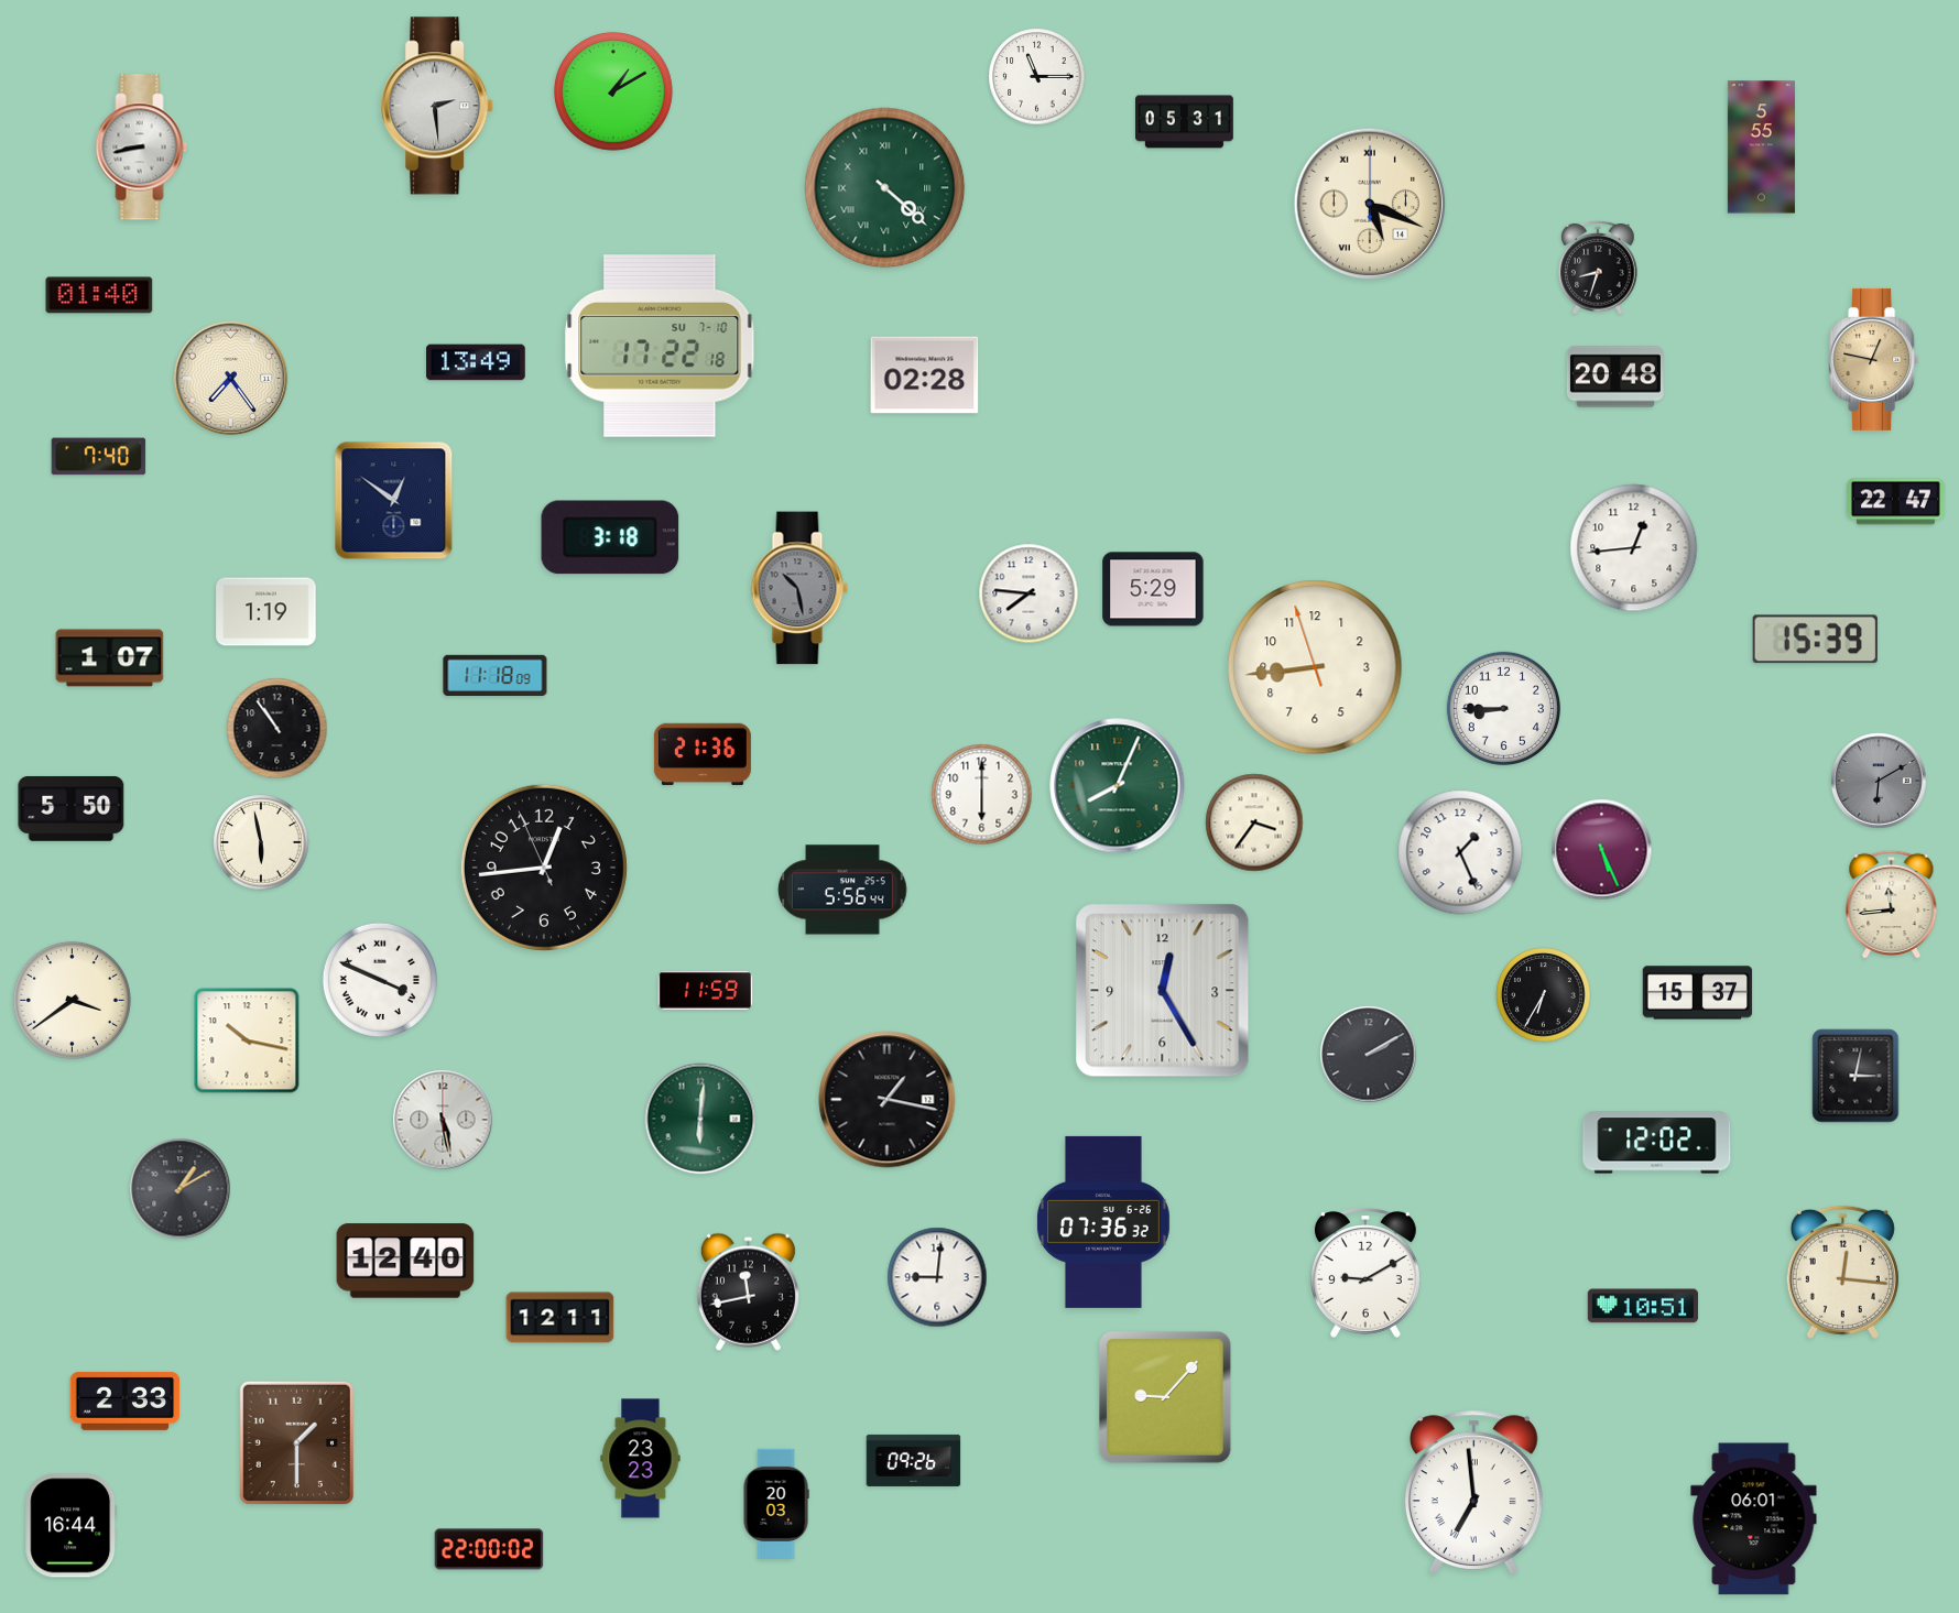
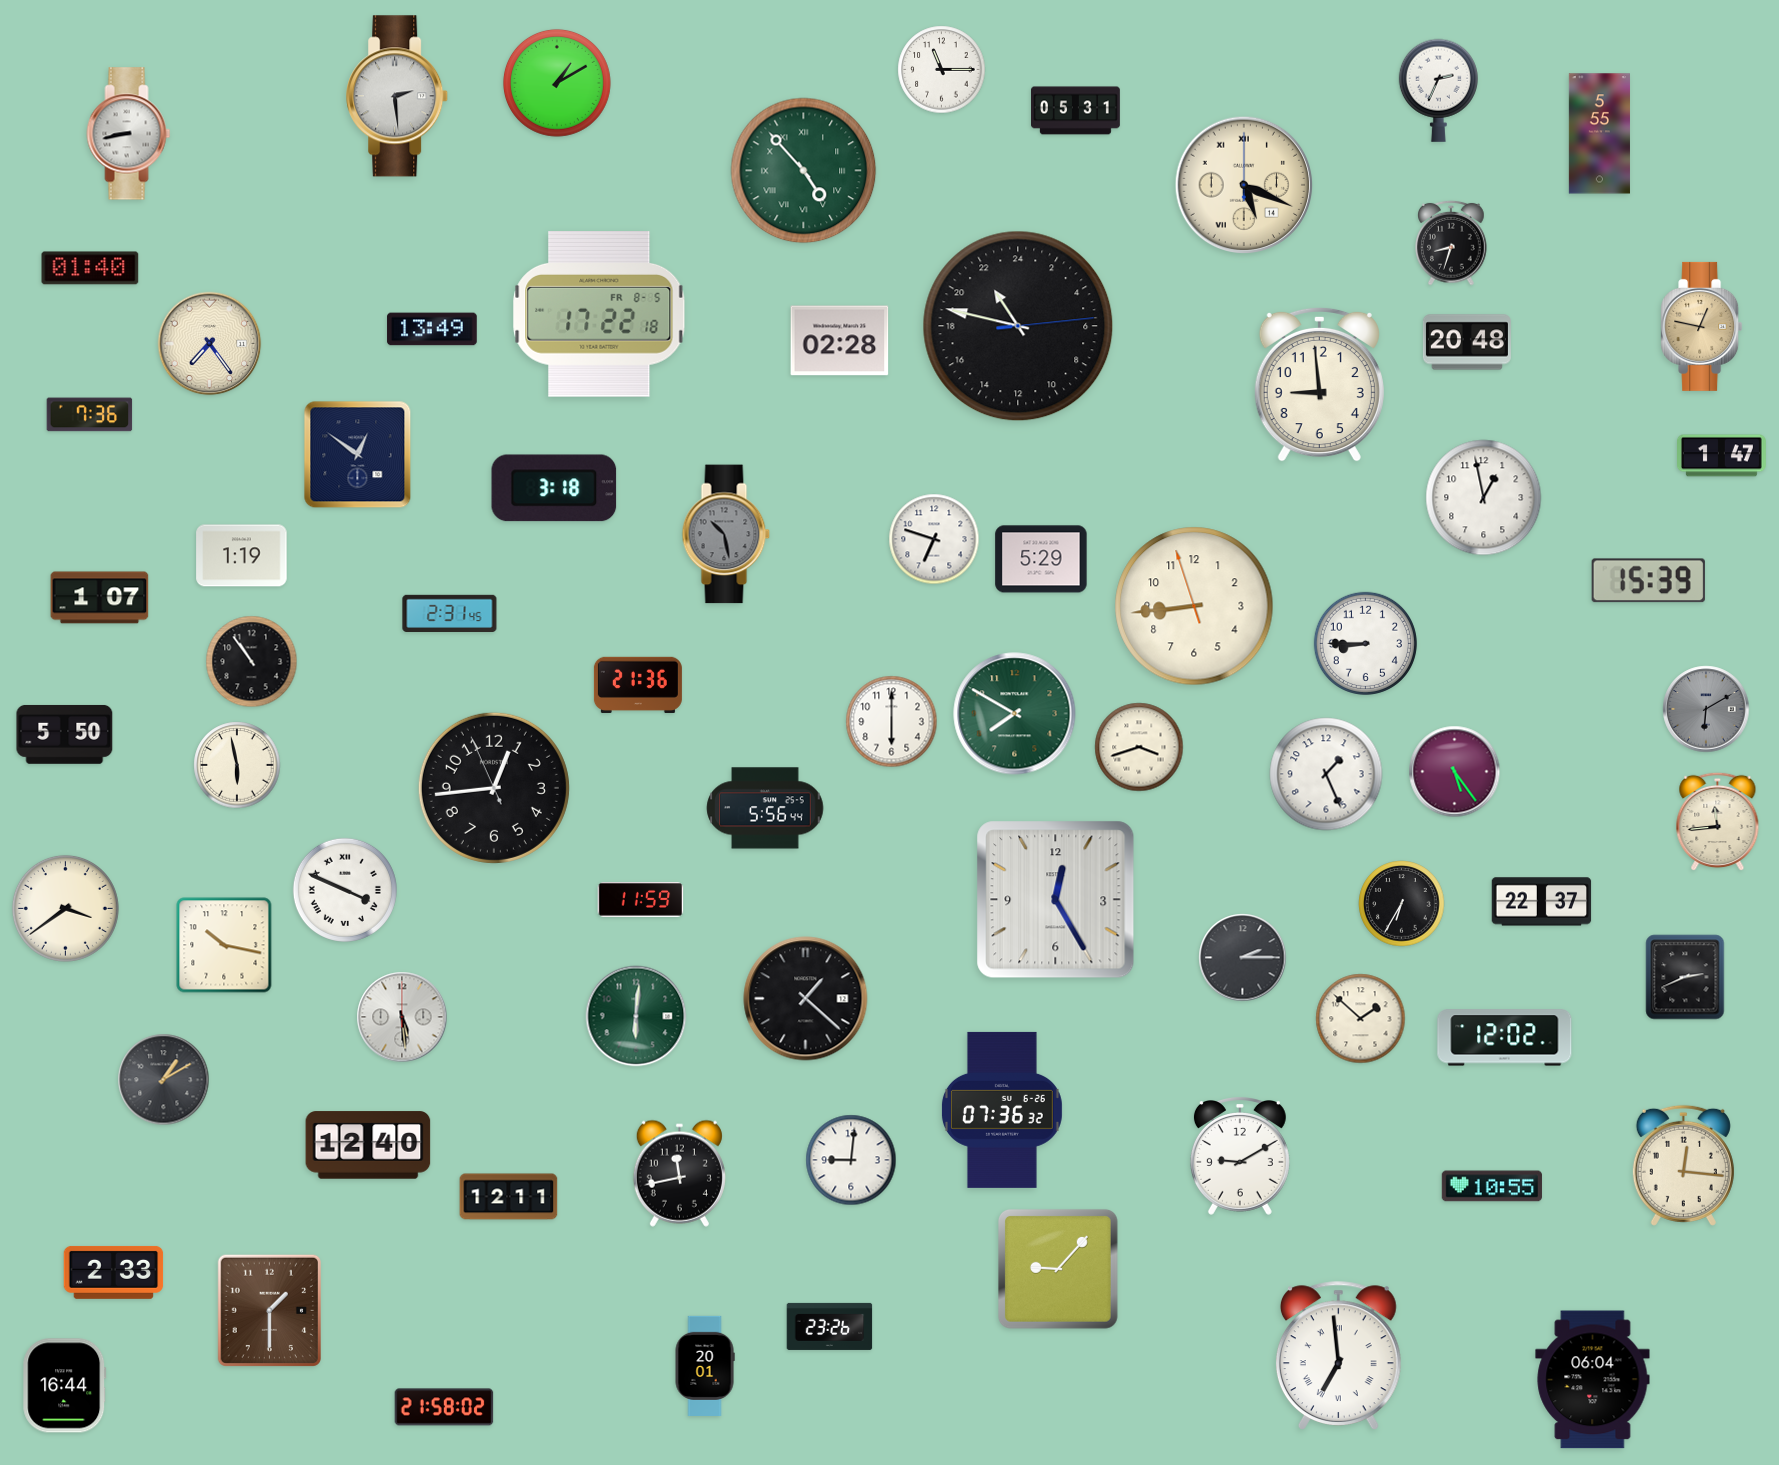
clock at (1438, 90): none -> 2:34
clock at (885, 188): 4:22 -> 4:53
clock at (660, 347) date: SU 7-10 -> FR 8-5
clock at (1018, 326): none -> 21:47
clock at (1319, 384): none -> 8:59
clock at (99, 457): 7:40 -> 7:36
clock at (1896, 502): 22:47 -> 1:47
clock at (1634, 548): 12:44 -> 12:58
clock at (1153, 589) position: (1153, 589) -> (1041, 559)
clock at (1029, 593): 7:46 -> 6:48
clock at (496, 675): 11:18 -> 2:31
clock at (1118, 786): 8:04 -> 7:50
clock at (1254, 822): 3:36 -> 3:42
clock at (1602, 850): 5:26 -> 5:24
clock at (1698, 993): 15:37 -> 22:37
clock at (1369, 1055): 2:10 -> 2:15
clock at (1855, 1076): 3:02 -> 2:41
clock at (888, 1100): 1:17 -> 1:22
clock at (443, 1120): 5:28 -> 5:29
clock at (1361, 1019): none -> 1:52
clock at (1842, 1272) position: (1842, 1272) -> (1683, 1165)
clock at (1643, 1306): 10:51 -> 10:55
clock at (641, 1459): 23:23 -> none
clock at (914, 1460): 09:26 -> 23:26
clock at (776, 1503): 20:03 -> 20:01
clock at (1754, 1519): 06:01 -> 06:04
clock at (489, 1549): 22:00 -> 21:58
